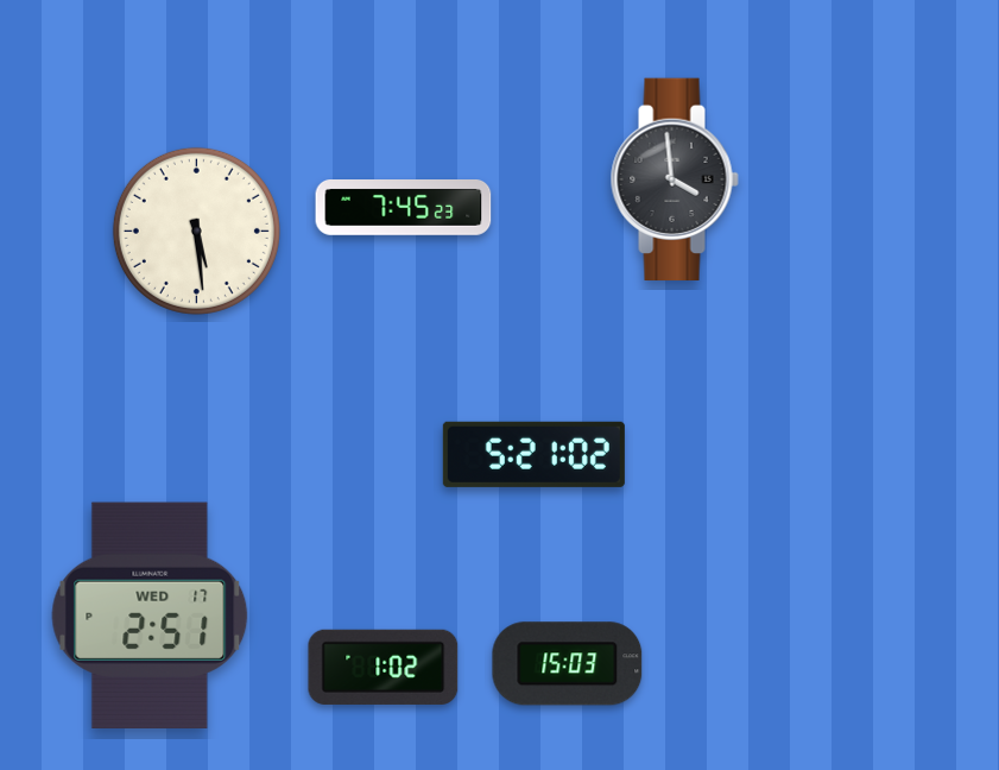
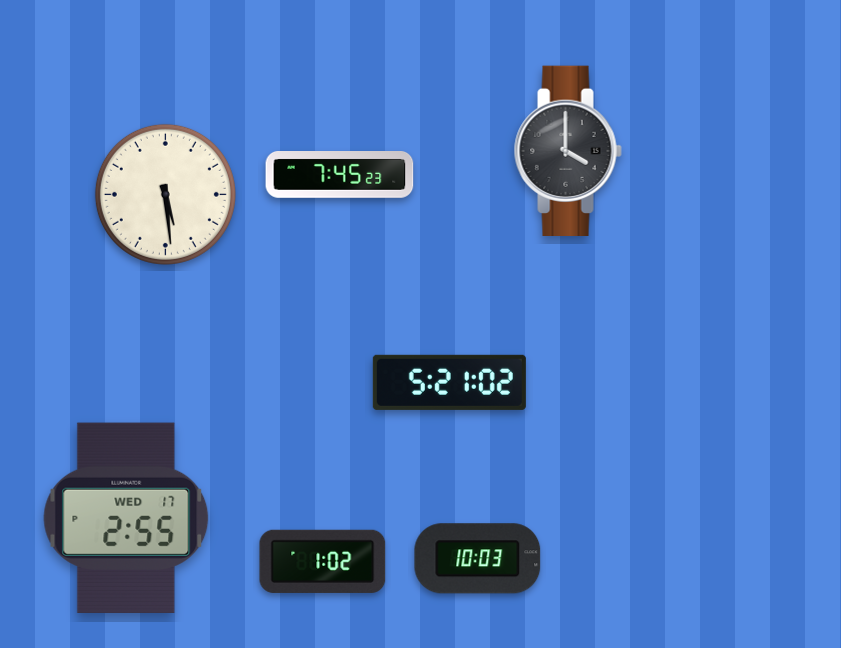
clock at (675, 178): 3:59 -> 4:00
clock at (150, 616): 2:51 -> 2:55
clock at (568, 664): 15:03 -> 10:03
